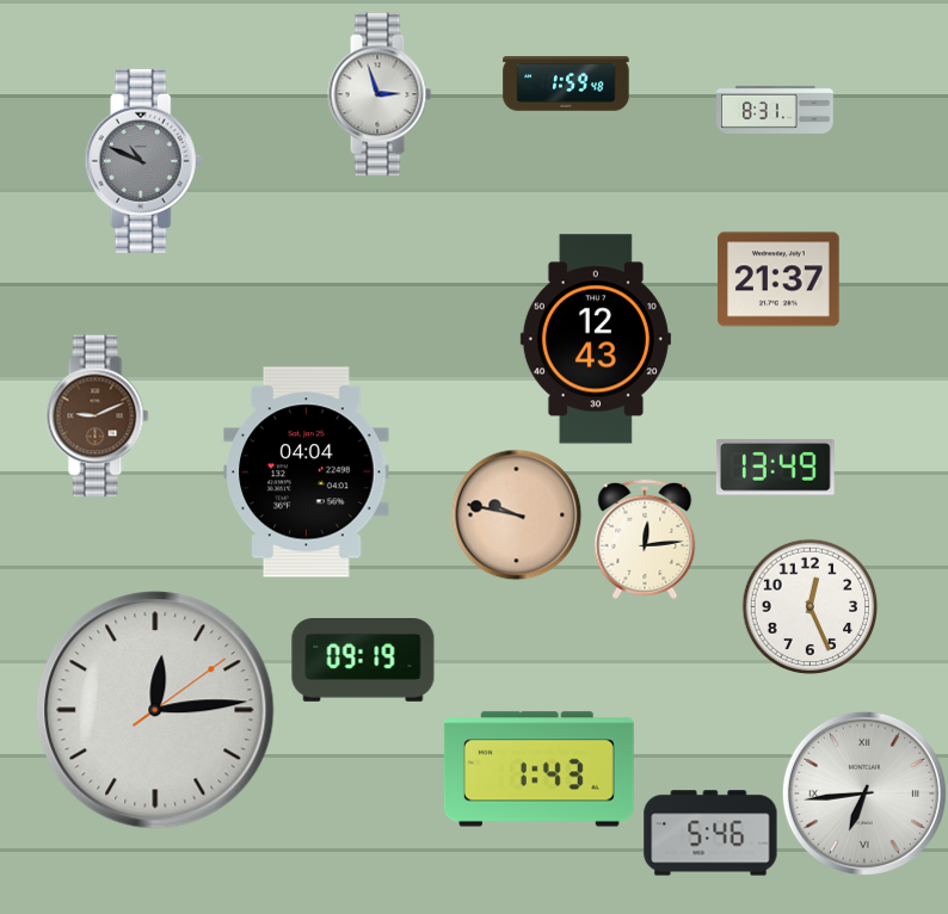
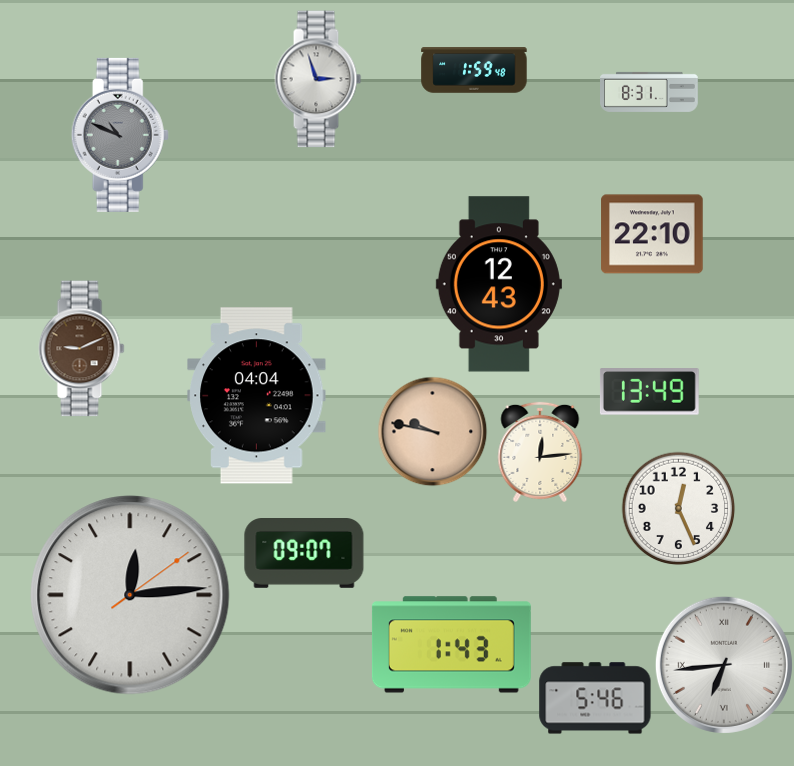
clock at (778, 279): 21:37 -> 22:10
clock at (363, 661): 09:19 -> 09:07
